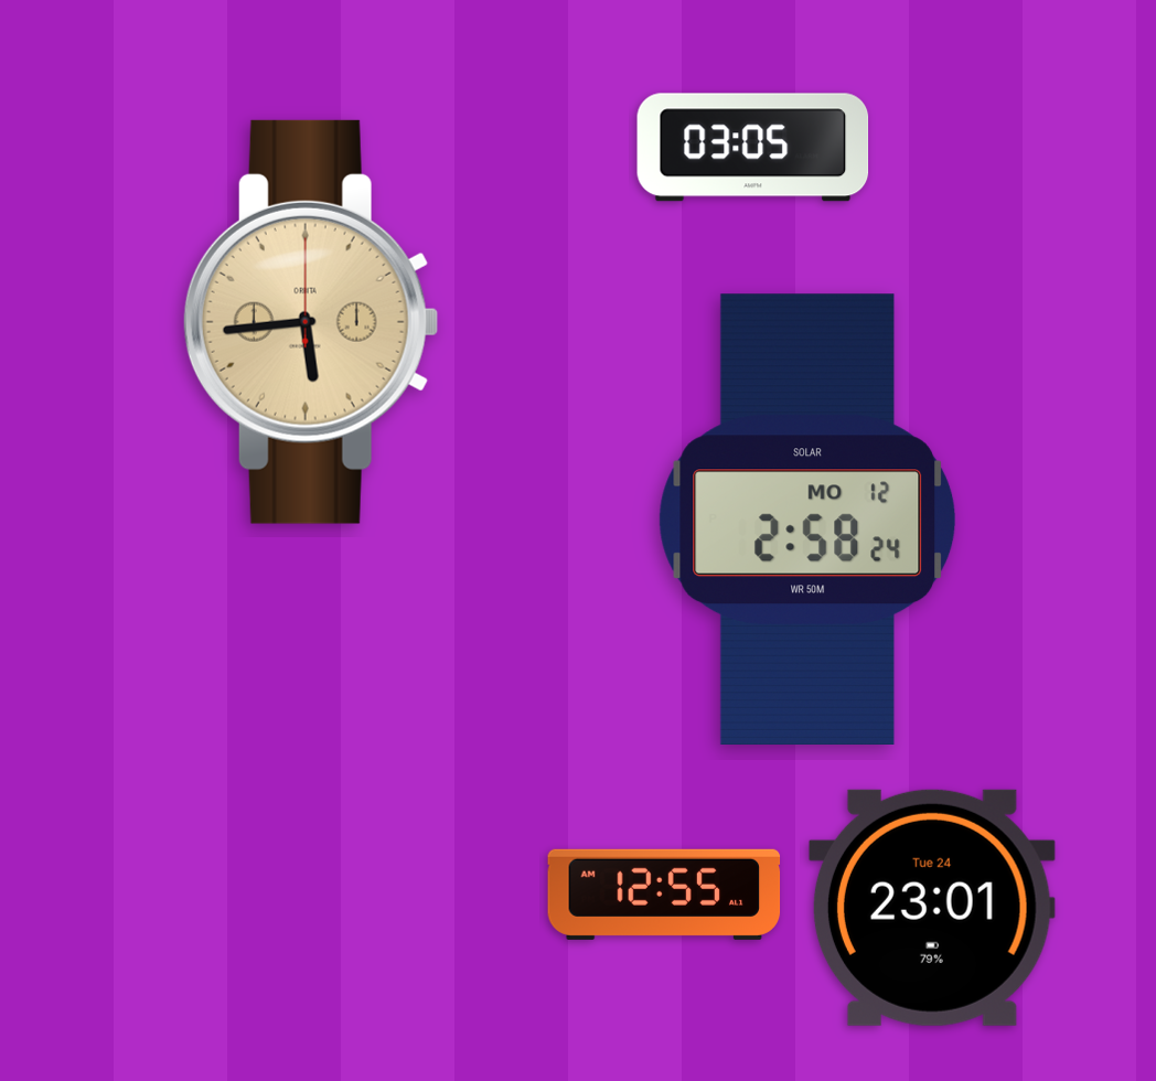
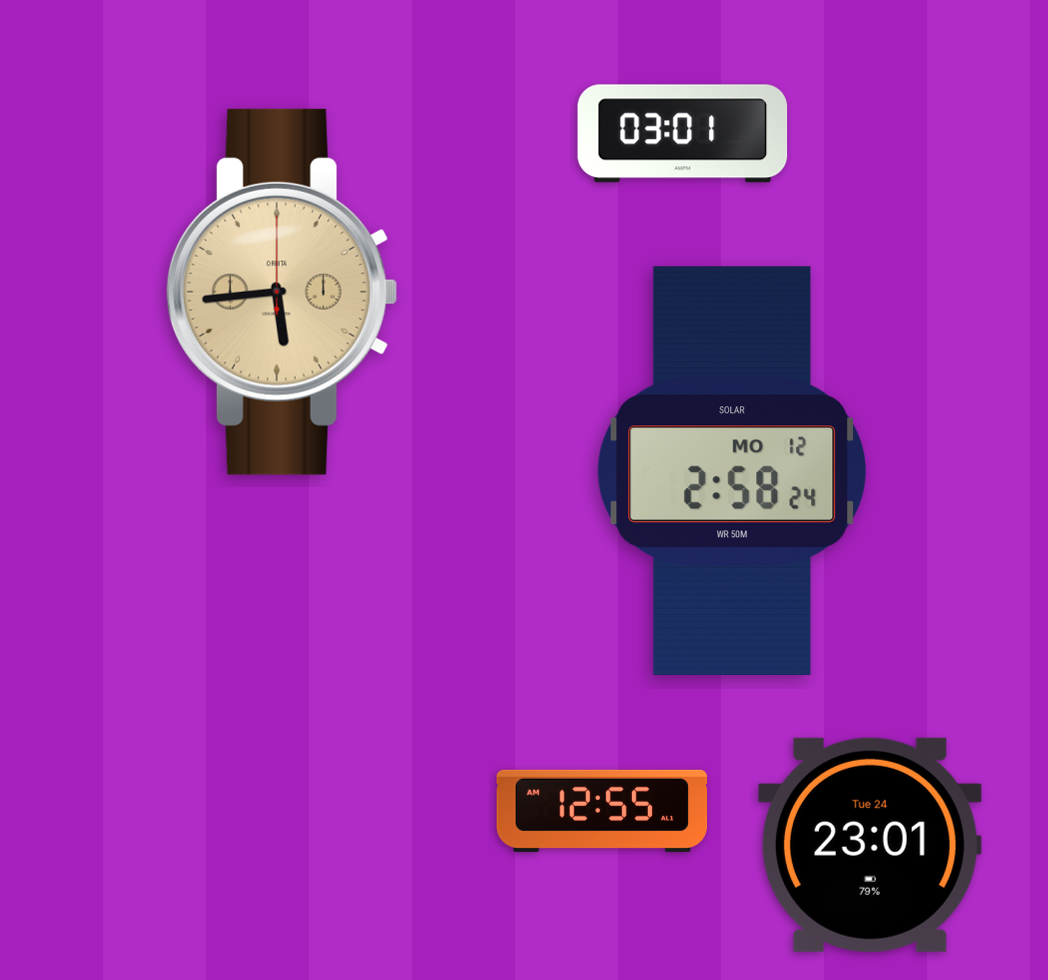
clock at (753, 148): 03:05 -> 03:01
clock at (932, 908) position: (932, 908) -> (870, 845)
